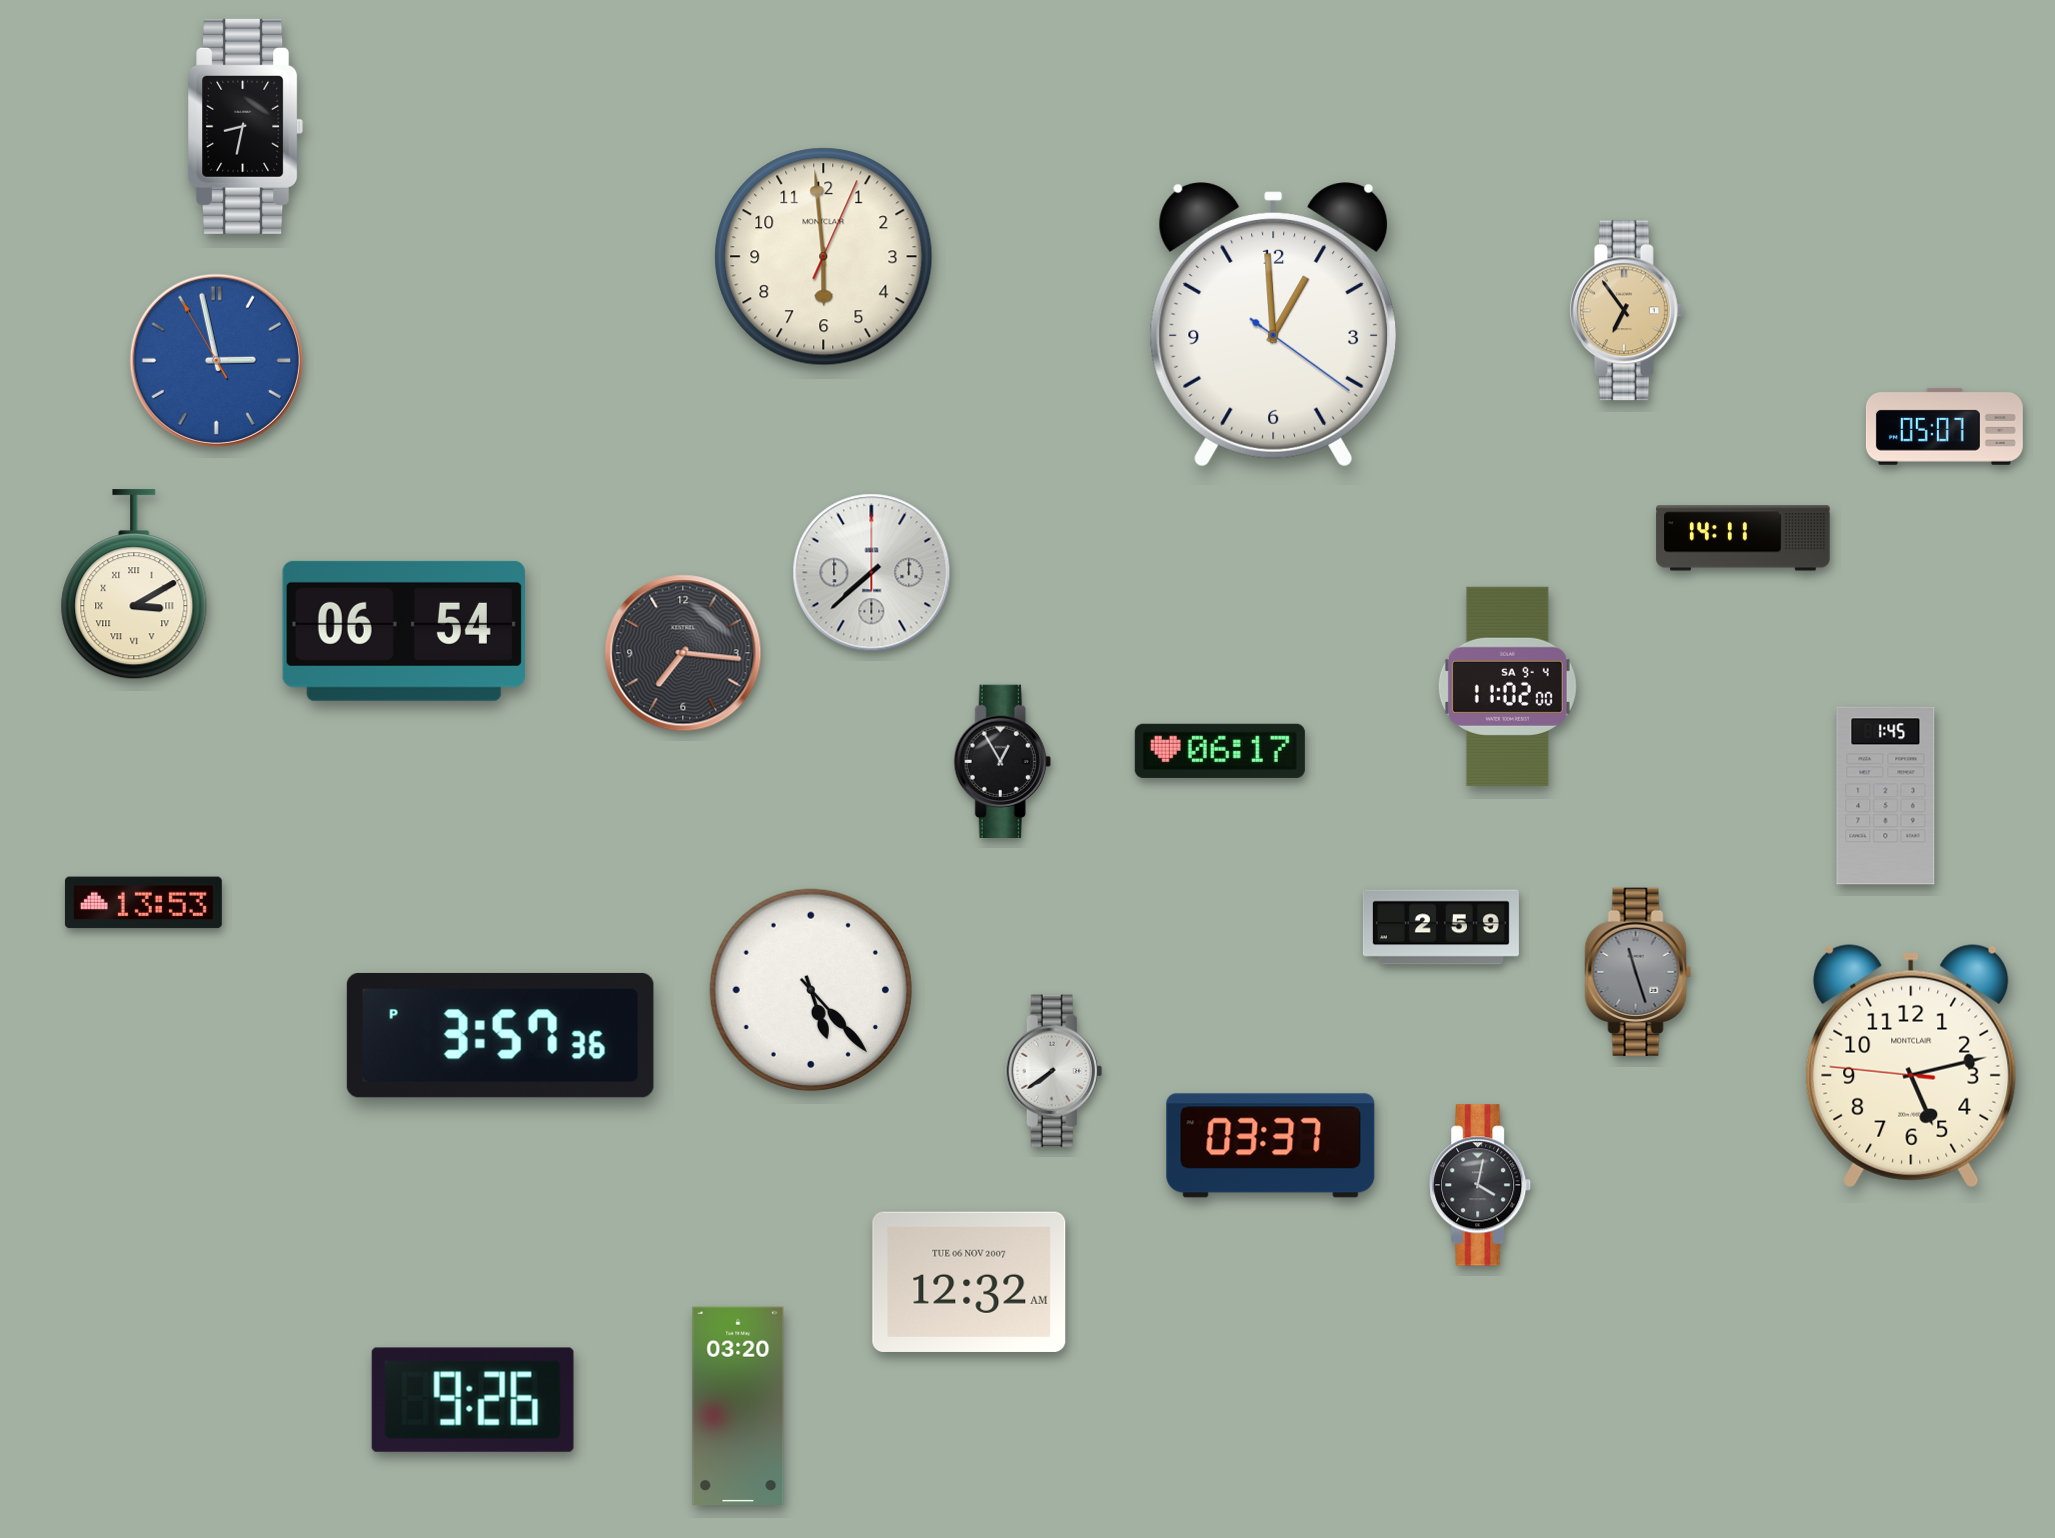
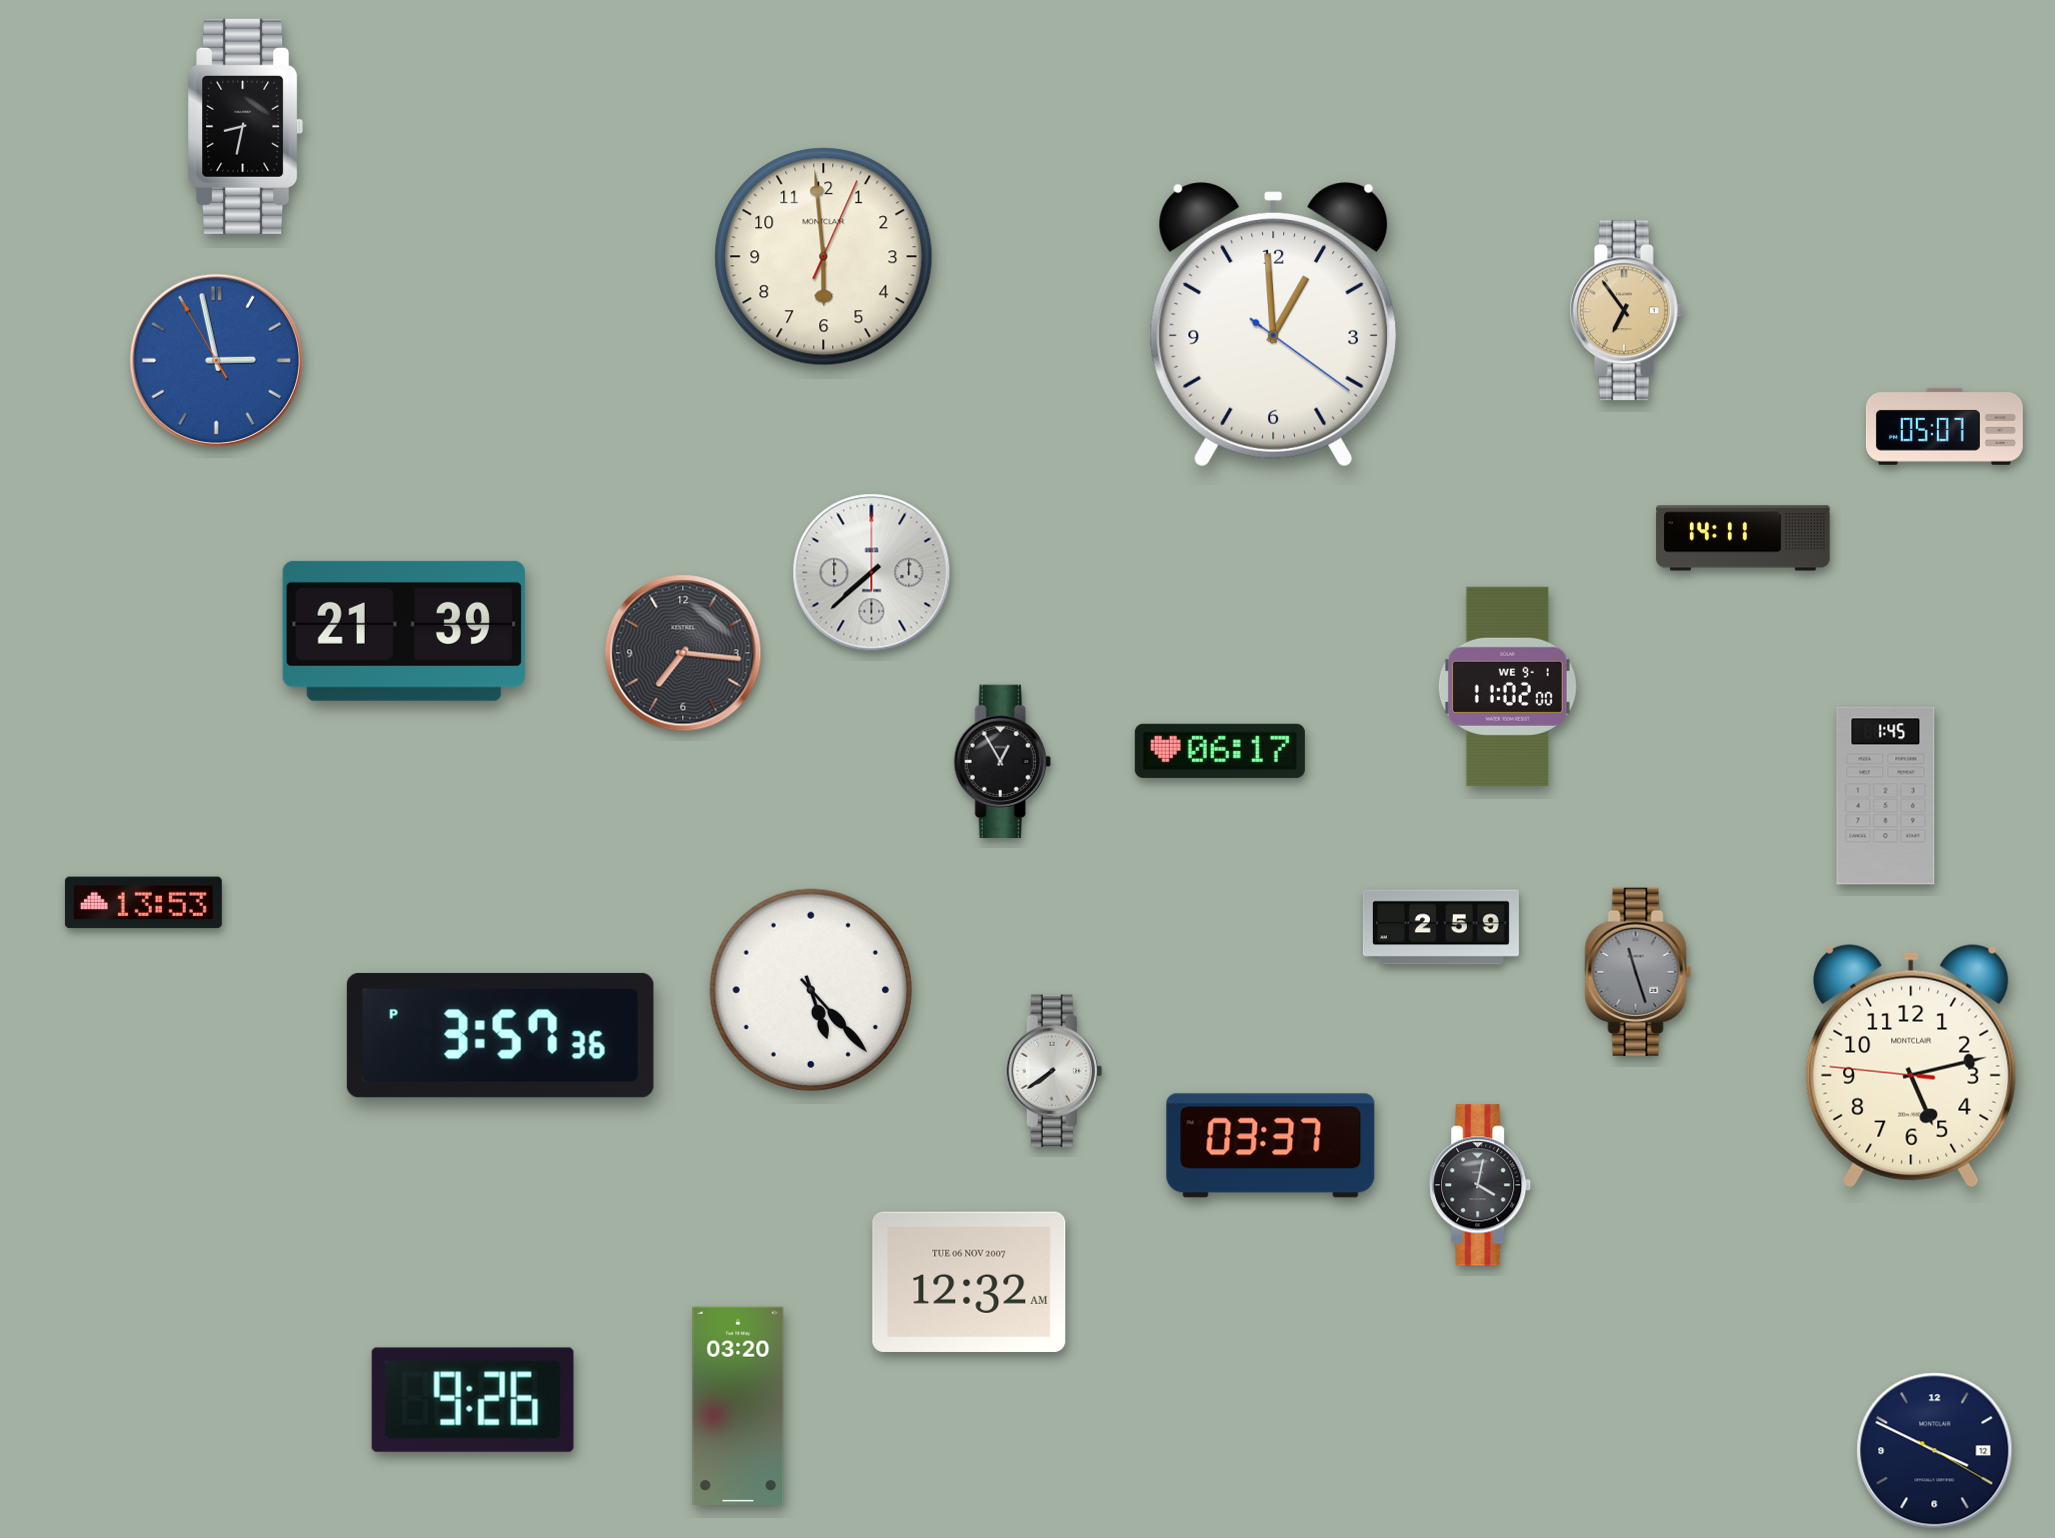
clock at (134, 585): 3:10 -> none
clock at (404, 631): 06:54 -> 21:39
clock at (1507, 686) date: SA 9-4 -> WE 9-1
clock at (1935, 1451): none -> 3:49
